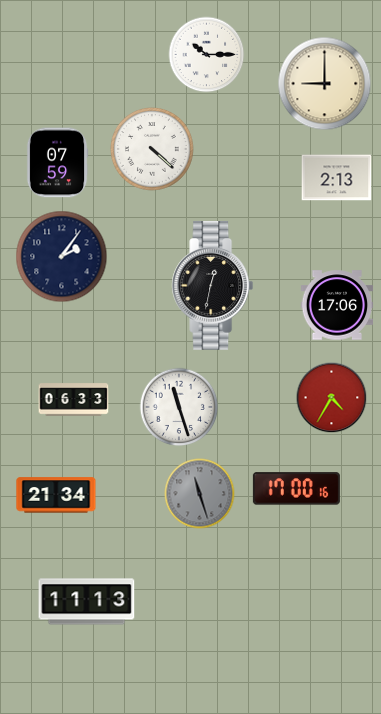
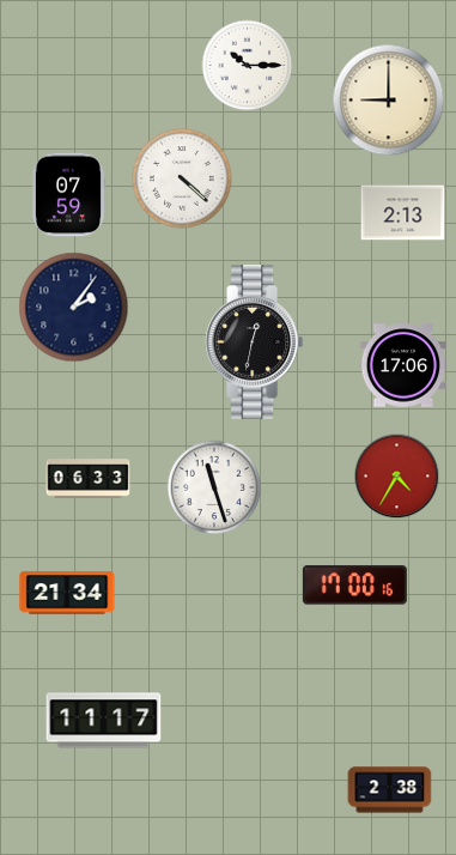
clock at (200, 494): 11:27 -> none
clock at (87, 602): 11:13 -> 11:17
clock at (390, 790): none -> 2:38
